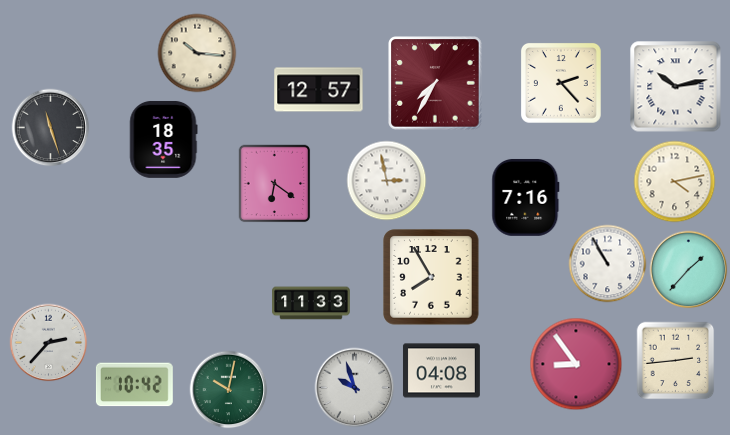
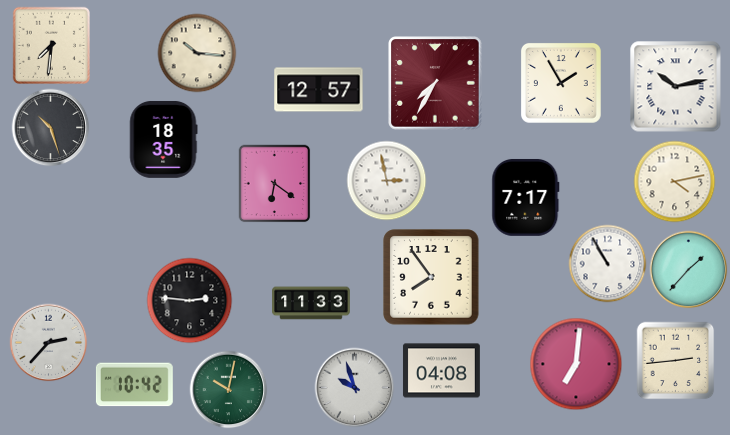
clock at (51, 45): none -> 7:31
clock at (561, 83): 2:23 -> 1:55
clock at (50, 127): 11:27 -> 10:27
clock at (526, 197): 7:16 -> 7:17
clock at (431, 277): 7:55 -> 7:54
clock at (189, 300): none -> 2:46
clock at (576, 364): 8:54 -> 7:01
